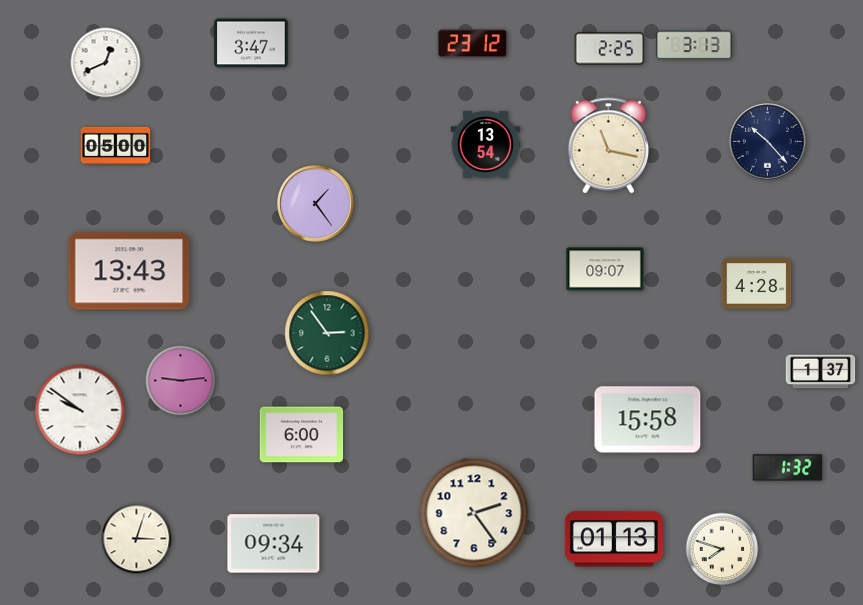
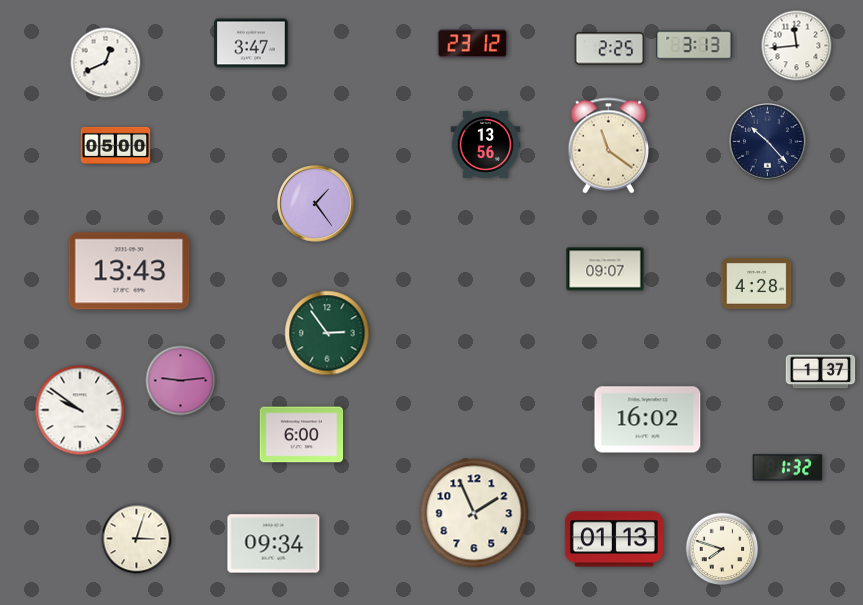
clock at (797, 46): none -> 11:44
clock at (486, 144): 13:54 -> 13:56
clock at (609, 146): 11:17 -> 11:21
clock at (648, 420): 15:58 -> 16:02
clock at (474, 513): 2:24 -> 1:56
